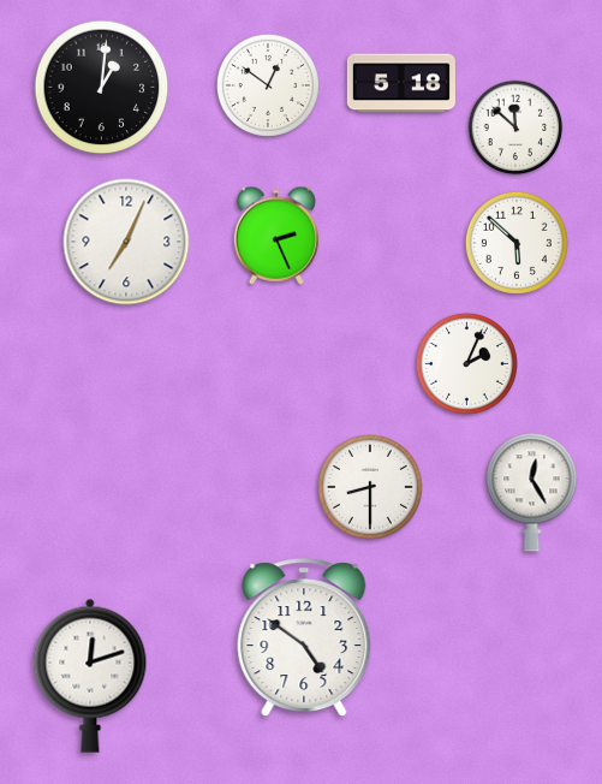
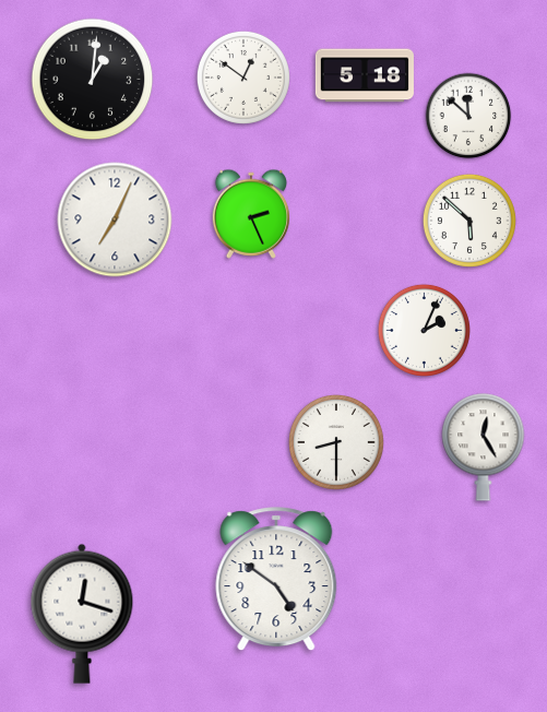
clock at (90, 676): 12:12 -> 12:18
